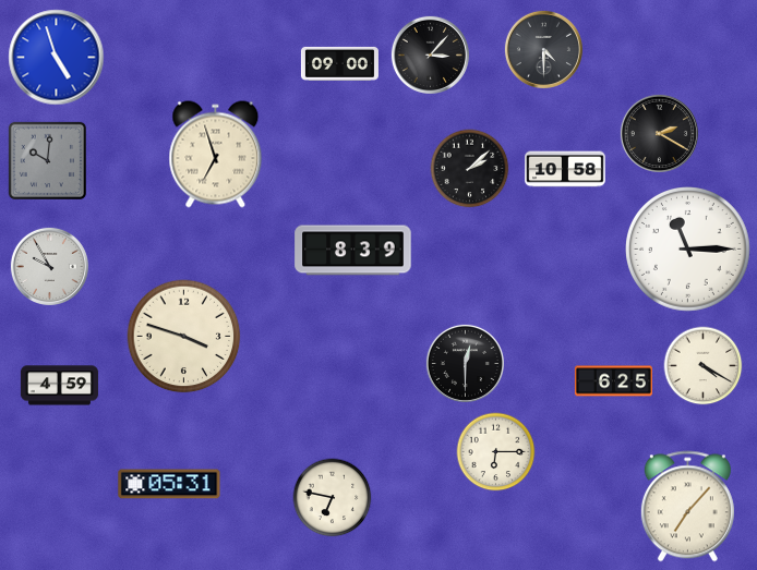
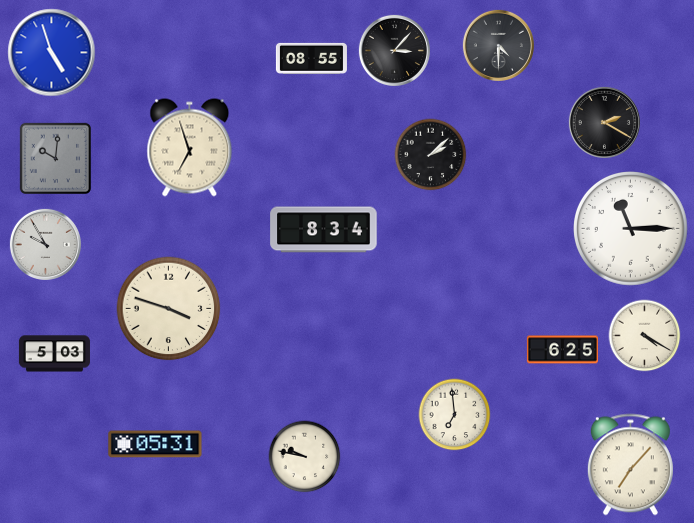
clock at (339, 63): 09:00 -> 08:55
clock at (216, 155) position: (216, 155) -> (190, 148)
clock at (47, 160) position: (47, 160) -> (55, 158)
clock at (565, 169): 10:58 -> none
clock at (353, 251): 8:39 -> 8:34
clock at (465, 363): 12:30 -> none
clock at (59, 386): 4:59 -> 5:03
clock at (496, 452): 6:15 -> 6:59
clock at (333, 498): 6:47 -> 9:47
